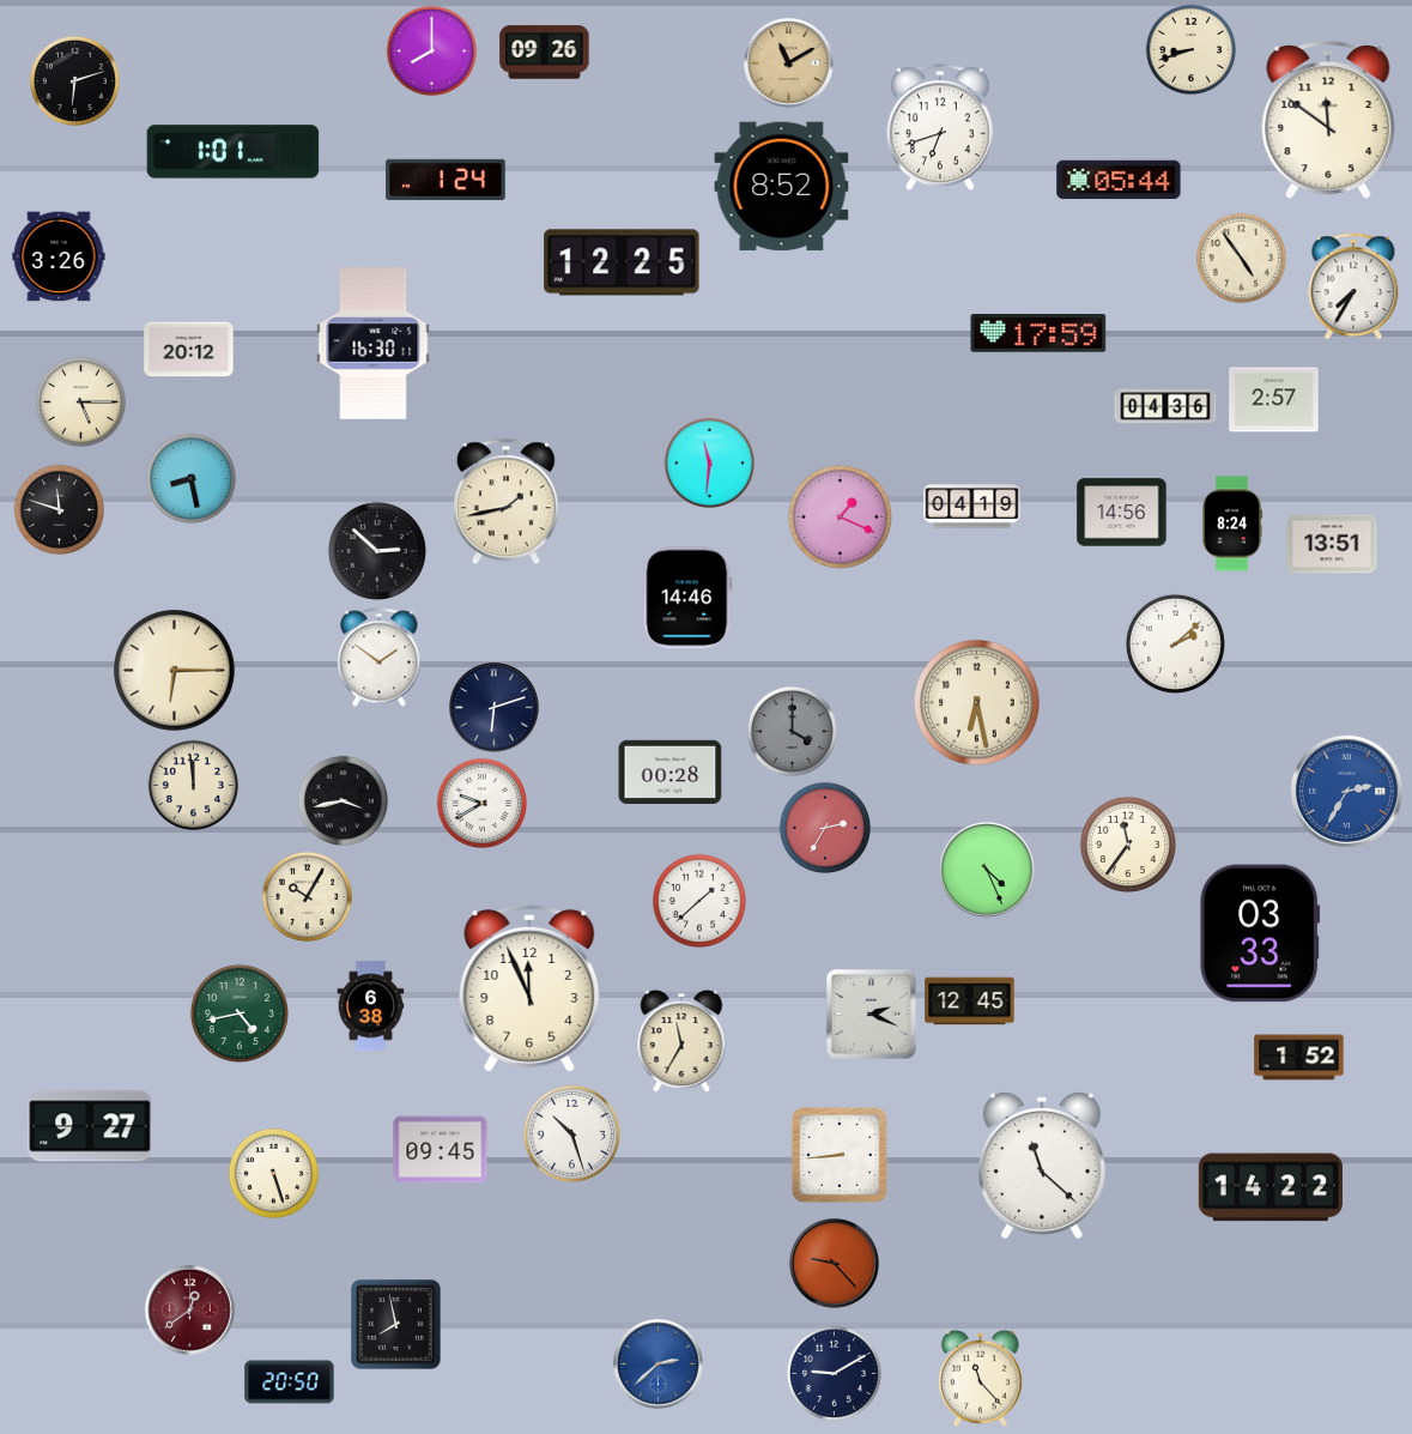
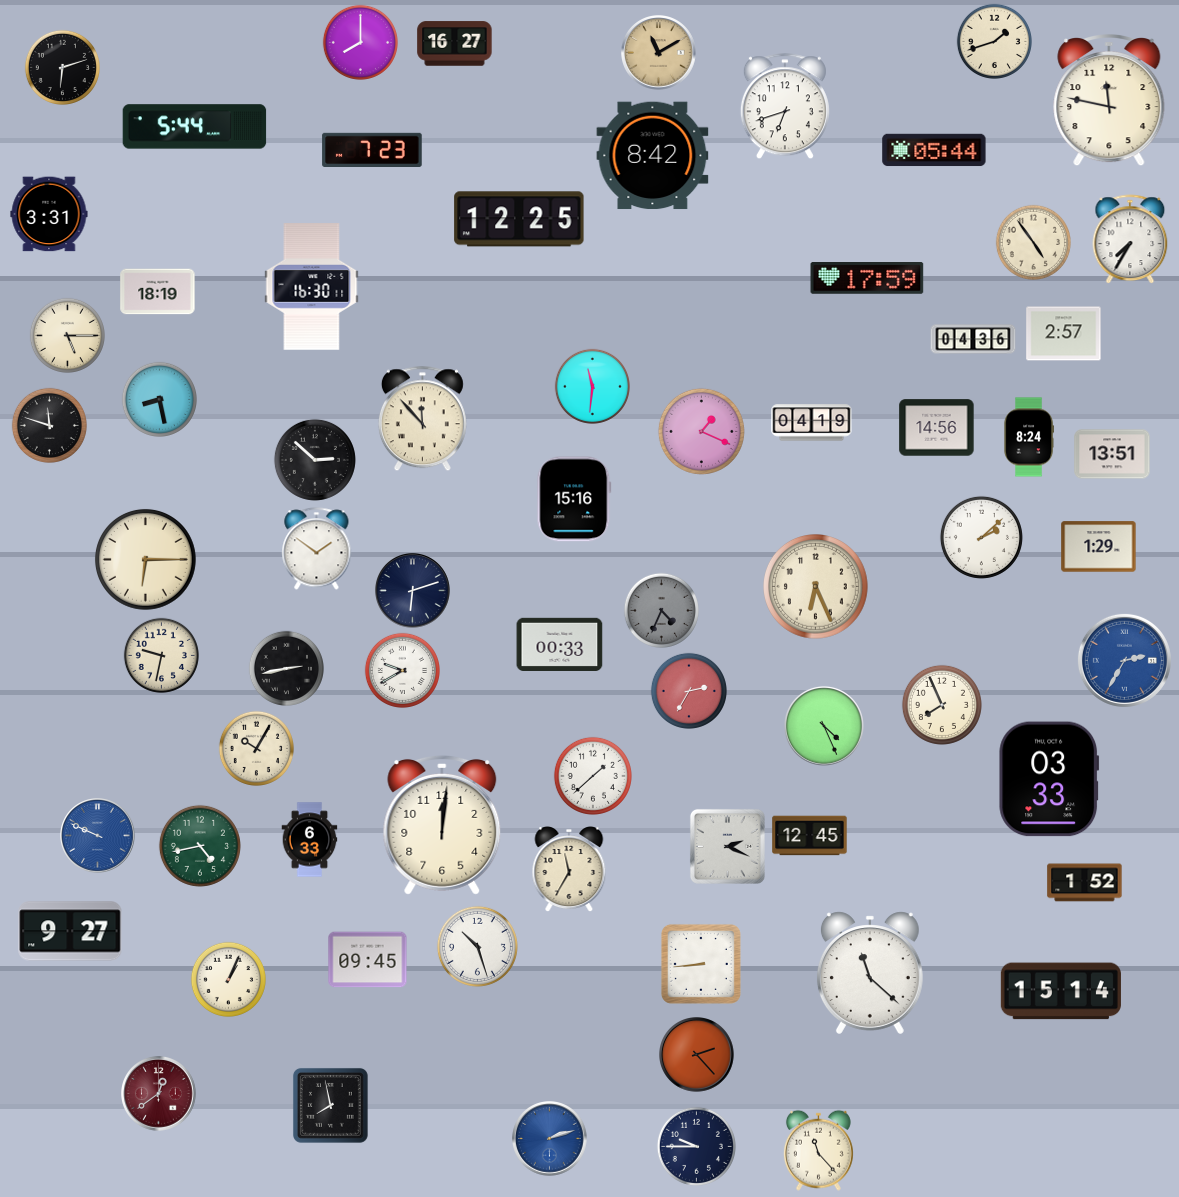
clock at (1190, 49): 8:42 -> 1:42
clock at (545, 53): 09:26 -> 16:27
clock at (1328, 120): 11:51 -> 11:47
clock at (234, 152): 1:01 -> 5:44
clock at (446, 179): 1:24 -> 7:23
clock at (782, 187): 8:52 -> 8:42
clock at (59, 256): 3:26 -> 3:31
clock at (1241, 258) position: (1241, 258) -> (1033, 242)
clock at (189, 350): 20:12 -> 18:19
clock at (505, 502): 1:43 -> 11:53
clock at (687, 598): 14:46 -> 15:16
clock at (1099, 547): none -> 1:29
clock at (977, 703): 6:28 -> 6:26
clock at (792, 731): 4:00 -> 4:34
clock at (671, 772): 00:28 -> 00:33
clock at (193, 785): 11:59 -> 9:32
clock at (343, 800): 3:43 -> 2:43
clock at (1128, 845): 11:36 -> 7:56
clock at (699, 901) position: (699, 901) -> (593, 776)
clock at (1260, 933) position: (1260, 933) -> (1049, 779)
clock at (529, 988): 11:56 -> 12:01
clock at (98, 836): none -> 9:49
clock at (371, 1006): 6:38 -> 6:33
clock at (90, 1126) position: (90, 1126) -> (70, 931)
clock at (273, 1173): 5:27 -> 1:04
clock at (1271, 1187): 14:22 -> 15:14
clock at (835, 1264): 9:23 -> 2:23
clock at (659, 1365): 2:38 -> 2:12
clock at (834, 1373): 9:10 -> 9:45
clock at (290, 1382): 20:50 -> none
